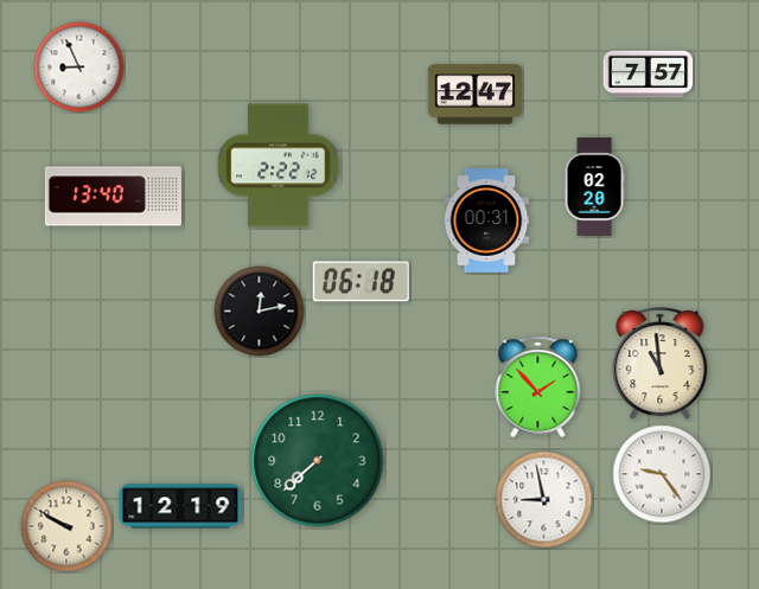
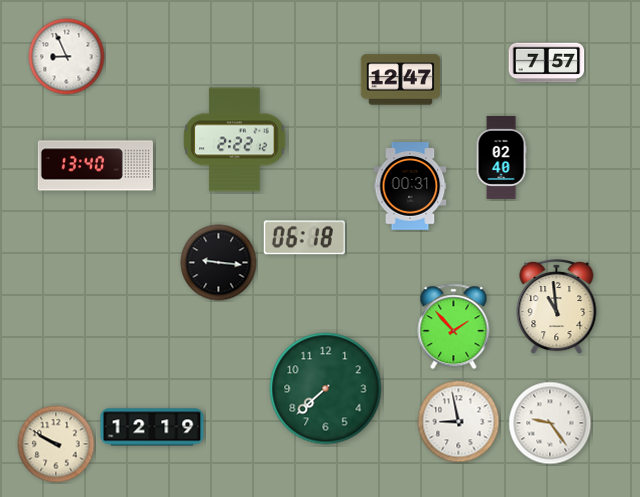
clock at (594, 186): 02:20 -> 02:40
clock at (260, 312): 12:13 -> 9:16
clock at (318, 461) position: (318, 461) -> (326, 389)
clock at (662, 474) position: (662, 474) -> (550, 423)
